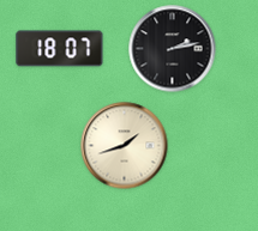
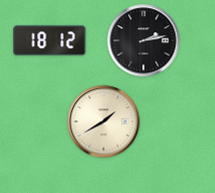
clock at (60, 49): 18:07 -> 18:12
clock at (125, 146): 1:42 -> 1:40
